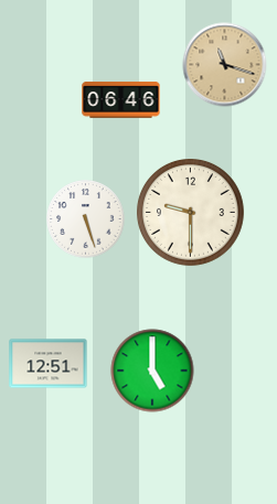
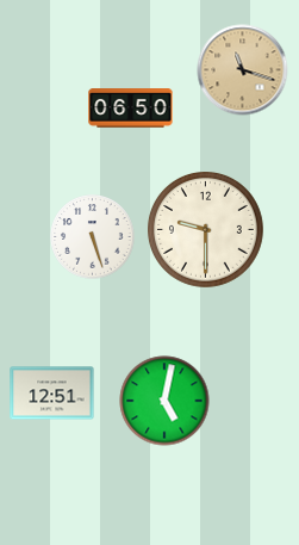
clock at (121, 100): 06:46 -> 06:50
clock at (152, 371): 5:00 -> 5:02
